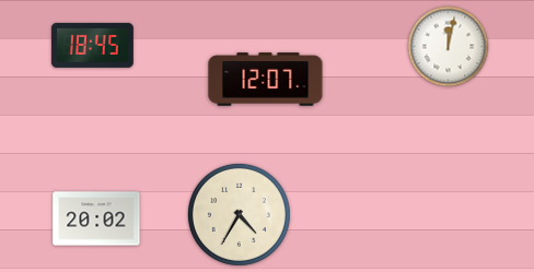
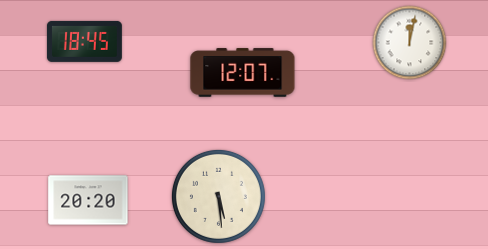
clock at (239, 214): 4:35 -> 5:29
clock at (96, 218): 20:02 -> 20:20
